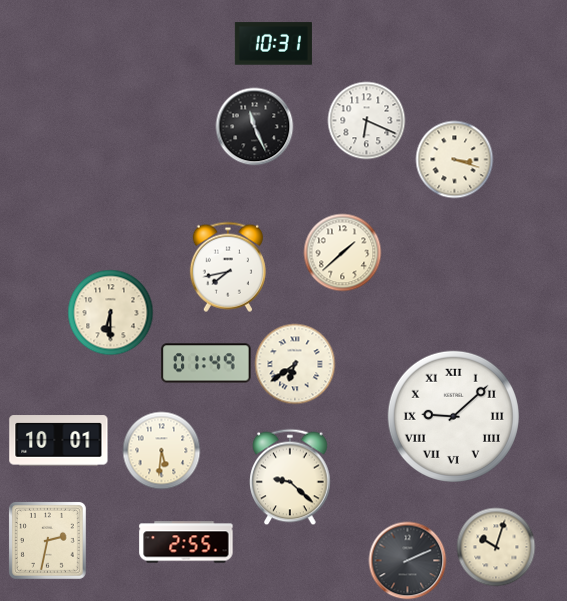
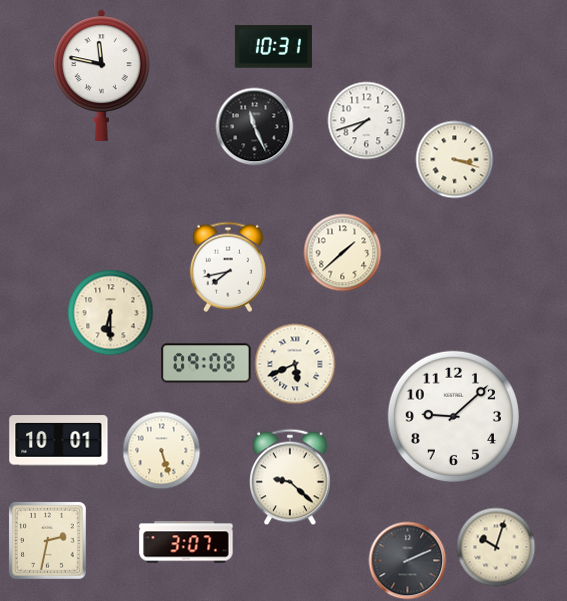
clock at (273, 44) position: (273, 44) -> (273, 47)
clock at (102, 75): none -> 11:47
clock at (366, 120): 6:19 -> 7:42
clock at (206, 363): 01:49 -> 09:08
clock at (295, 364): 6:39 -> 5:41
clock at (453, 416) numerals: Roman -> Arabic
clock at (161, 450): 5:31 -> 5:27
clock at (186, 542): 2:55 -> 3:07
